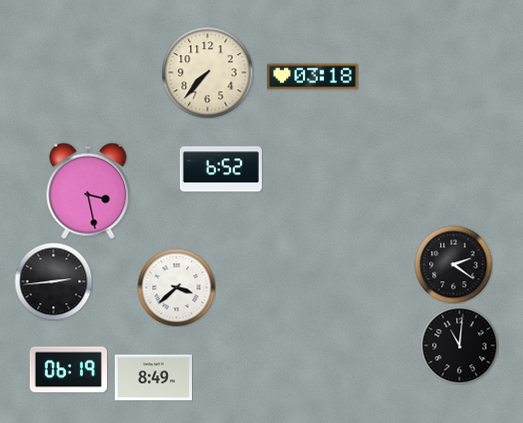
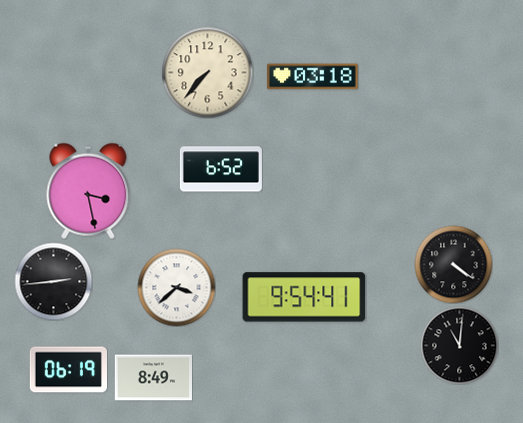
clock at (453, 264): 2:21 -> 4:21
clock at (304, 297): none -> 9:54
